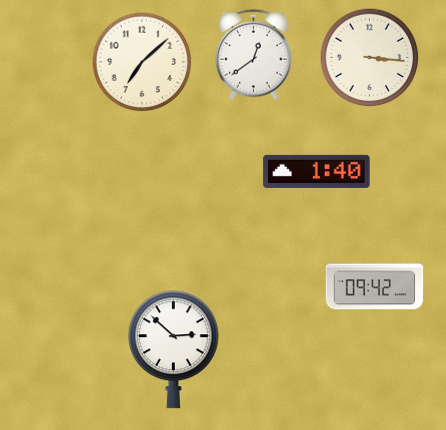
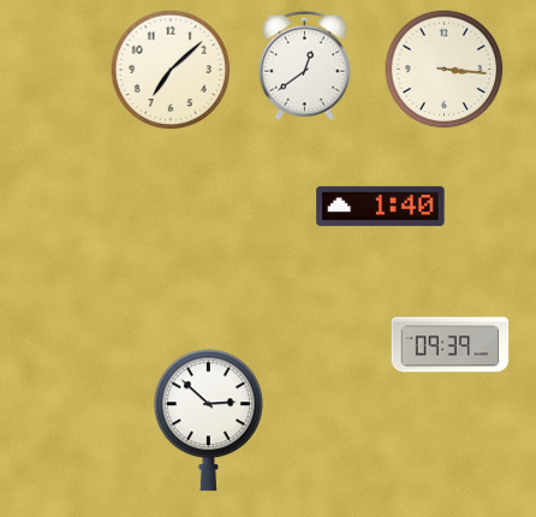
clock at (142, 62) position: (142, 62) -> (171, 70)
clock at (375, 287): 09:42 -> 09:39
